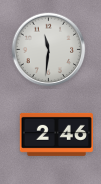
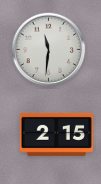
clock at (56, 134): 2:46 -> 2:15
